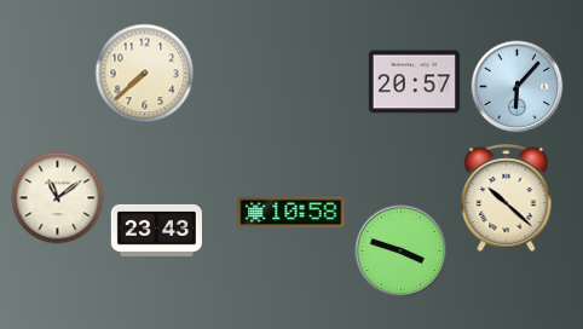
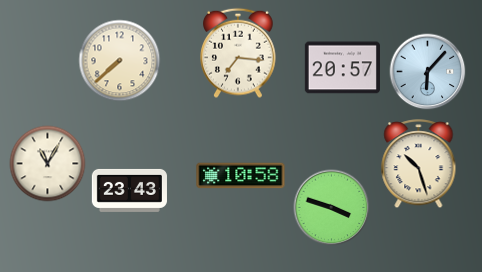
clock at (239, 53): none -> 7:16
clock at (58, 198): 11:09 -> 11:05
clock at (507, 198): 10:22 -> 10:27
